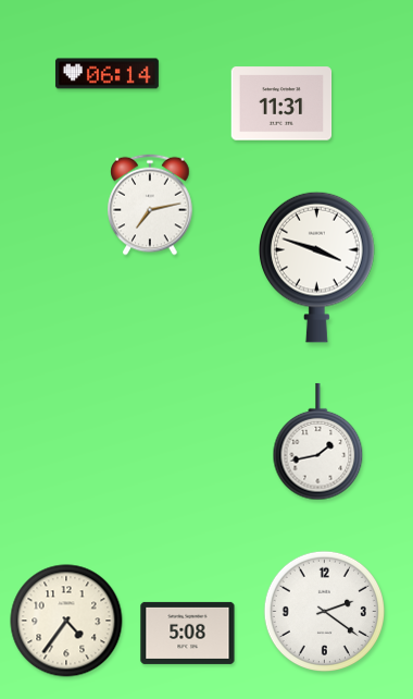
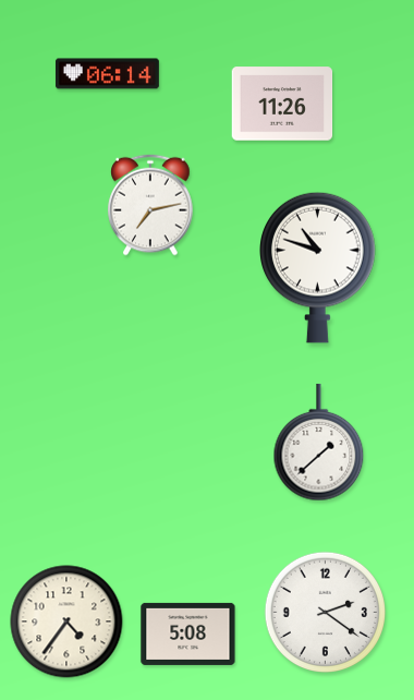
clock at (281, 103): 11:31 -> 11:26
clock at (317, 267): 3:48 -> 10:48
clock at (318, 442): 1:43 -> 1:38
